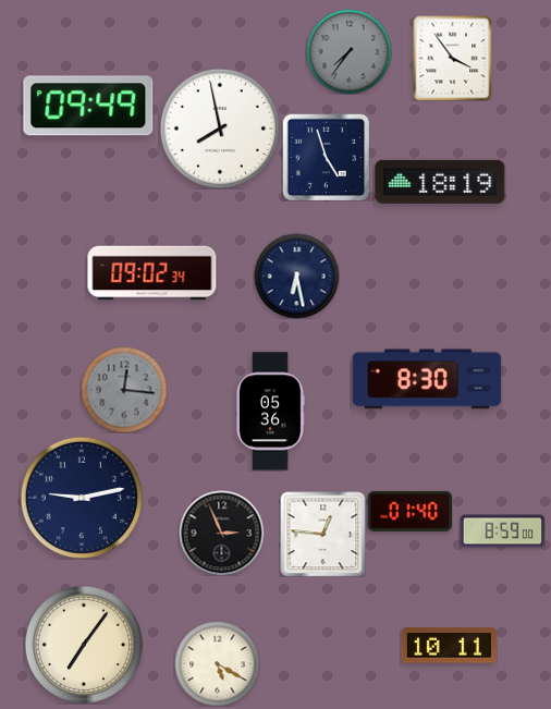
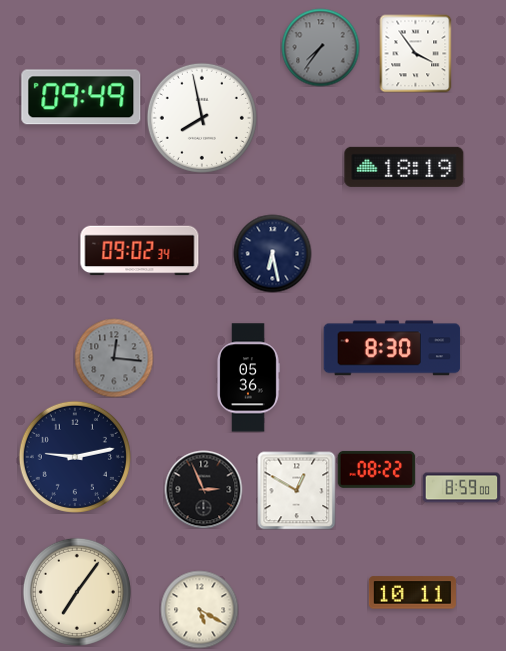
clock at (326, 157): 4:57 -> none
clock at (409, 511): 01:40 -> 08:22
clock at (322, 534): 12:46 -> 12:50
